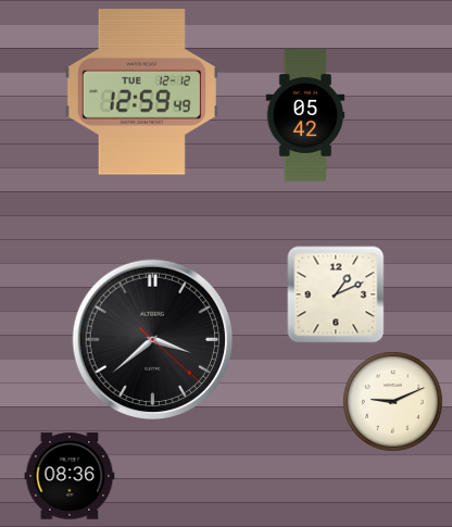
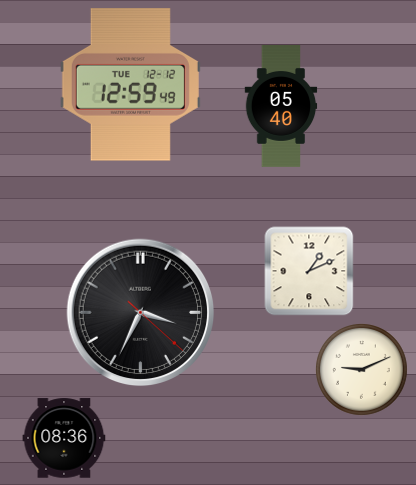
clock at (305, 116): 05:42 -> 05:40
clock at (153, 340): 3:38 -> 3:34
